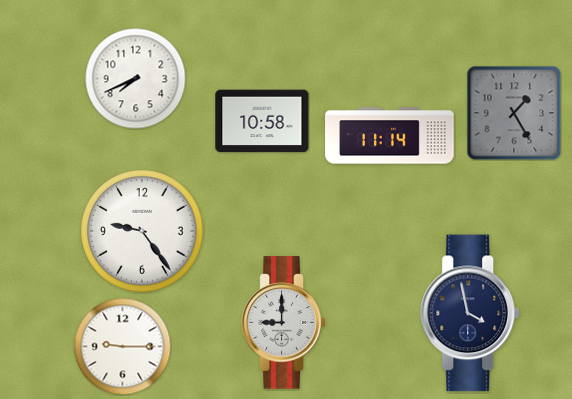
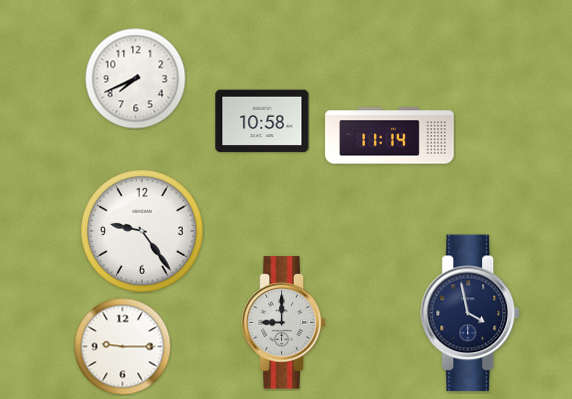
clock at (514, 113): 1:25 -> none
